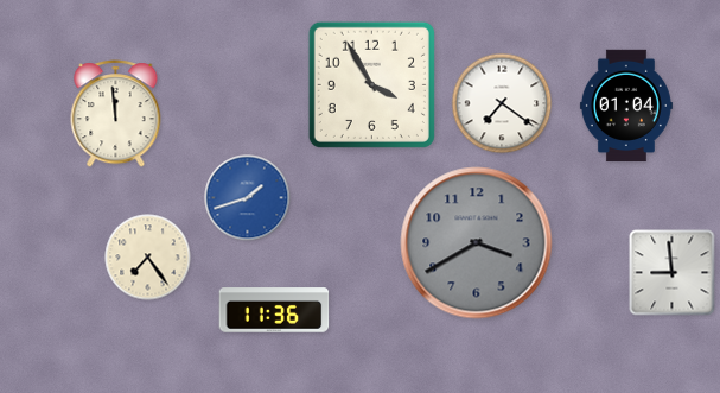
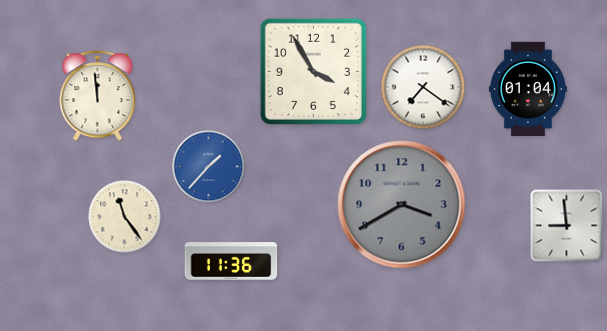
clock at (248, 198): 1:42 -> 1:37
clock at (148, 258): 7:24 -> 11:24
clock at (673, 273) position: (673, 273) -> (567, 226)
